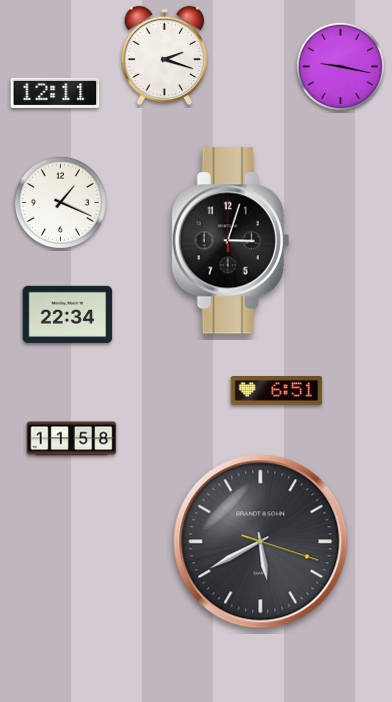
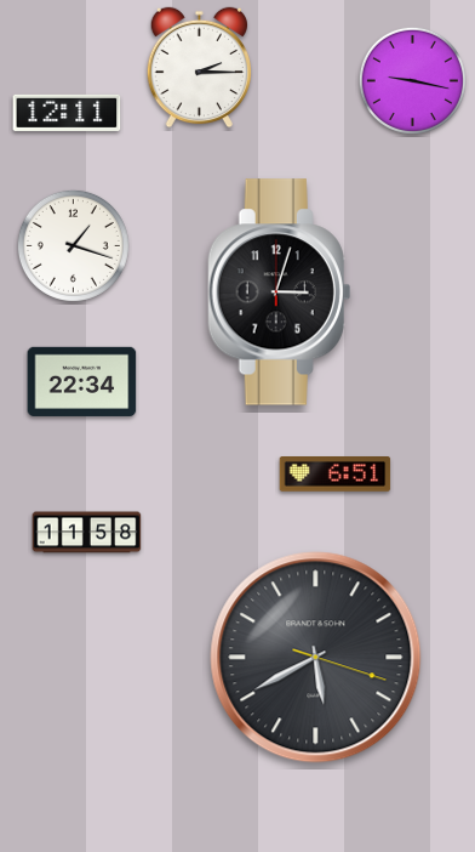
clock at (164, 56): 2:18 -> 2:15
clock at (60, 202): 1:19 -> 1:18
